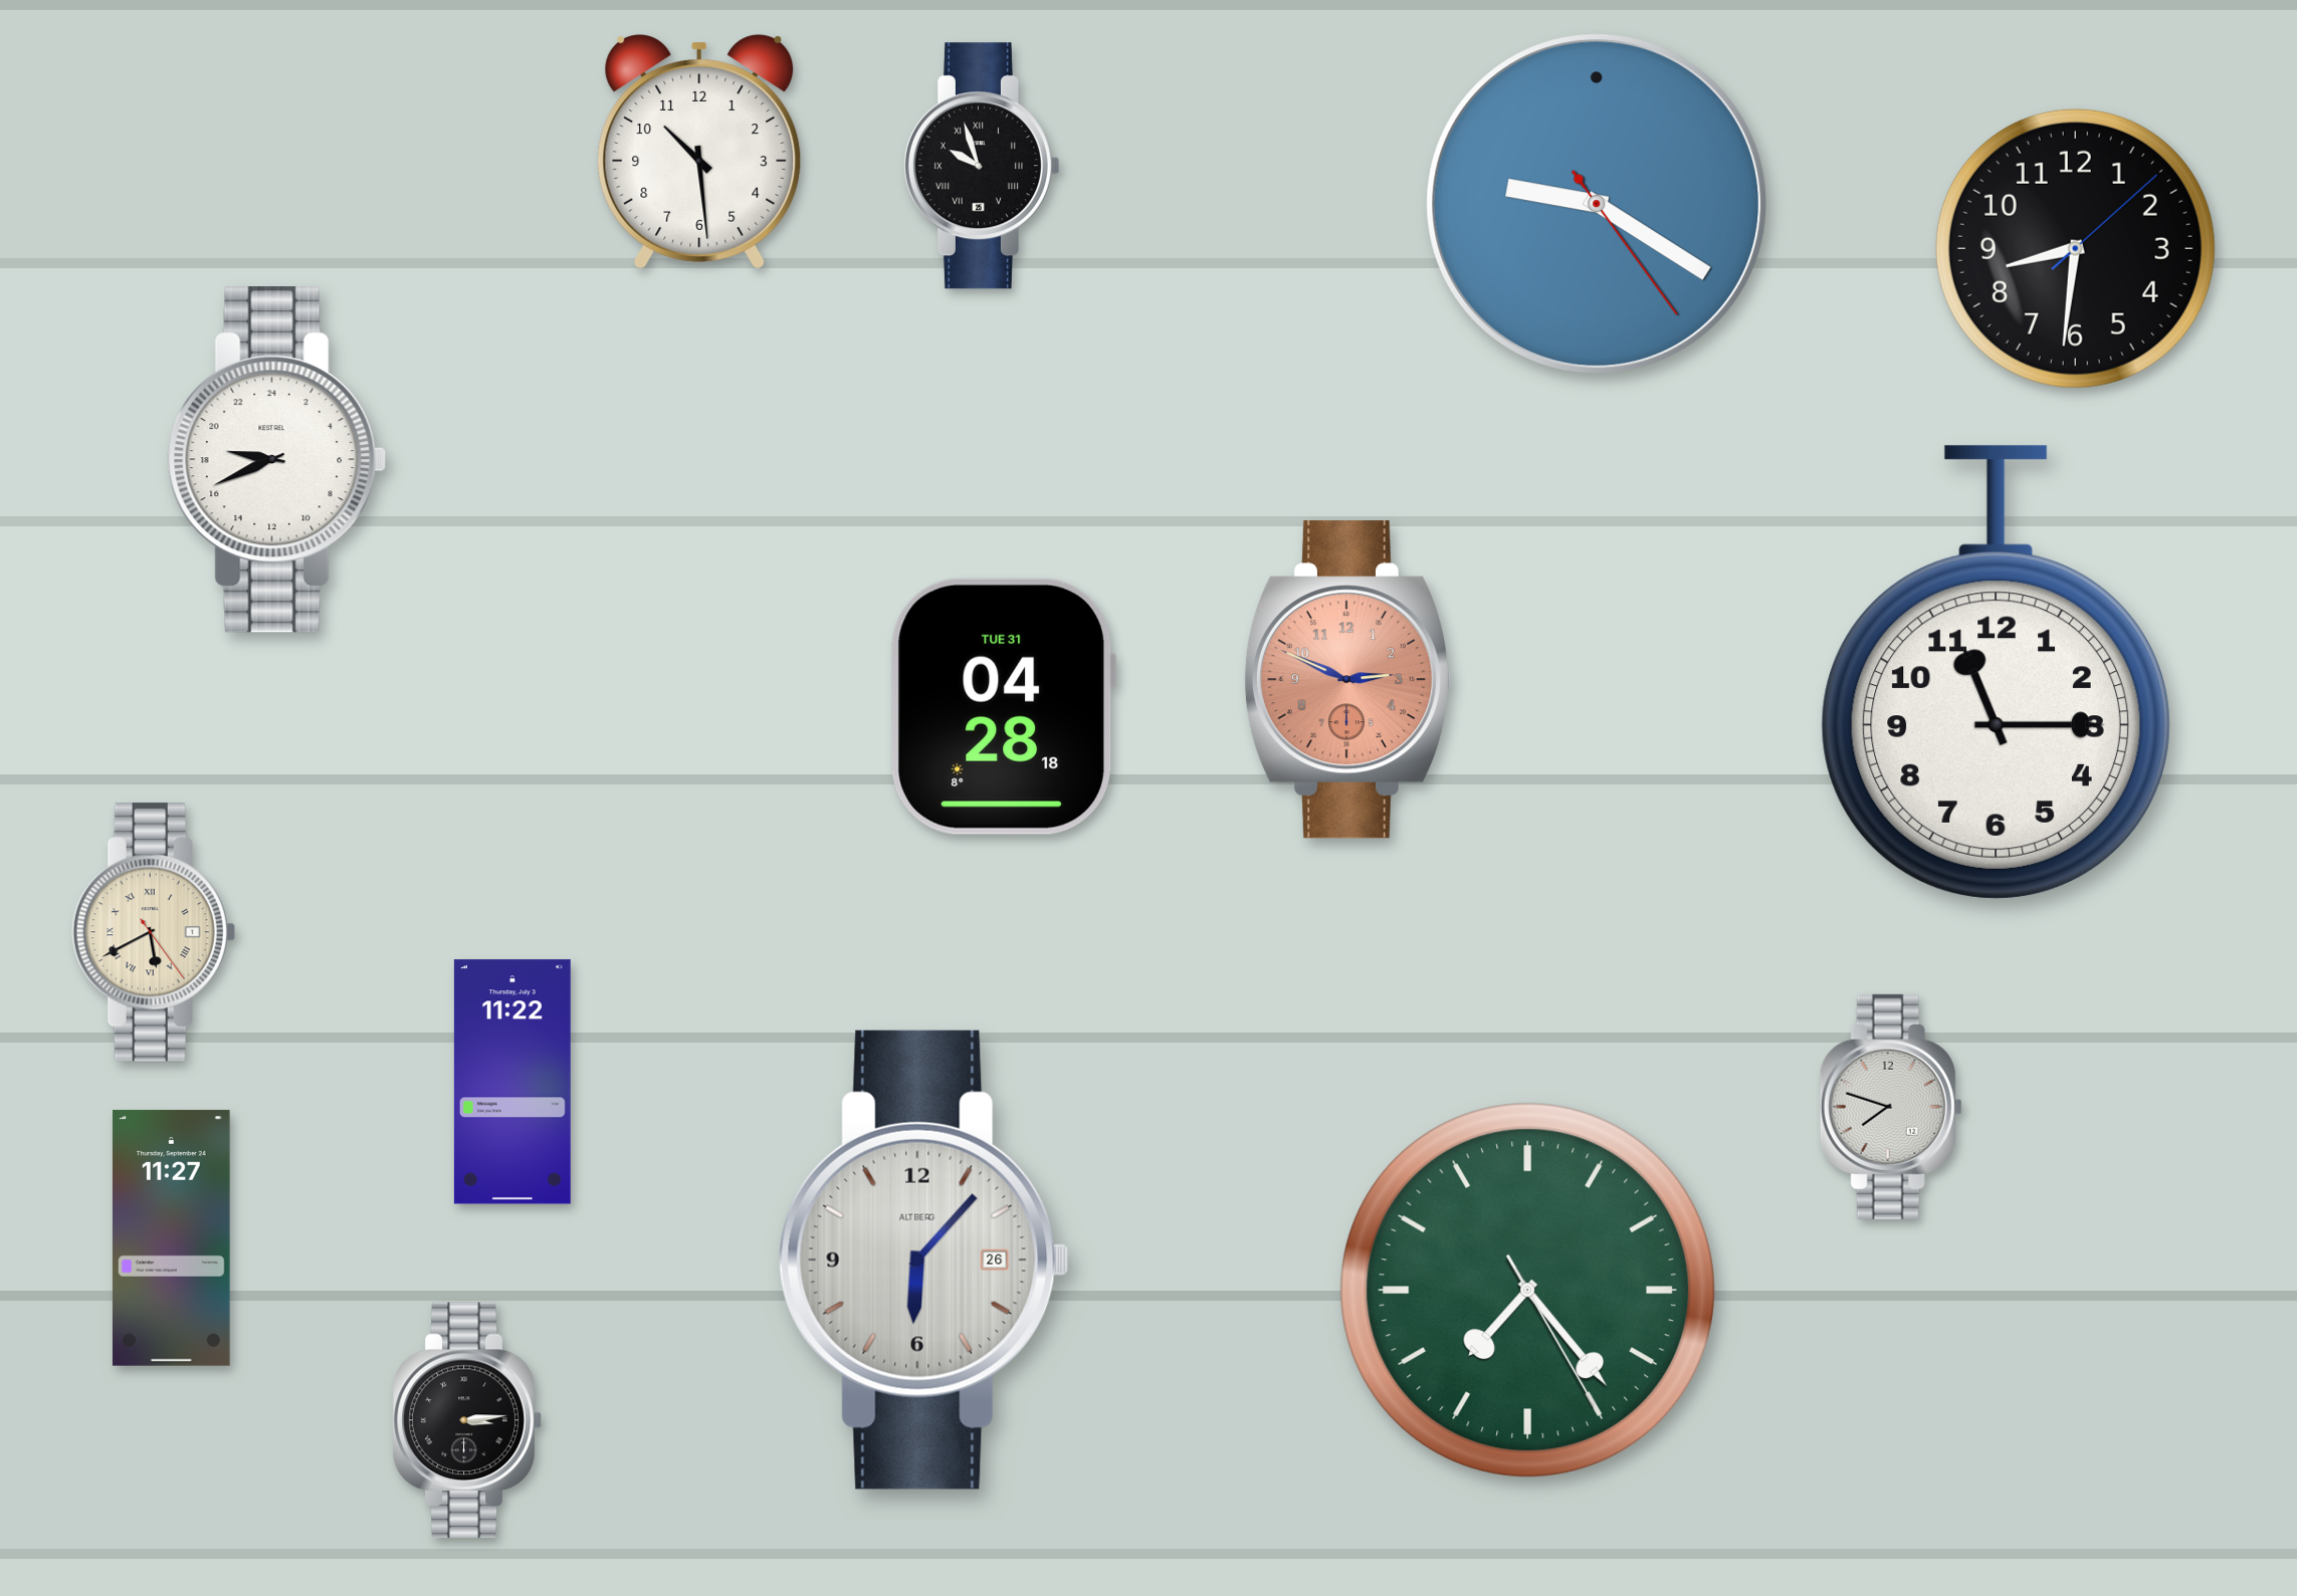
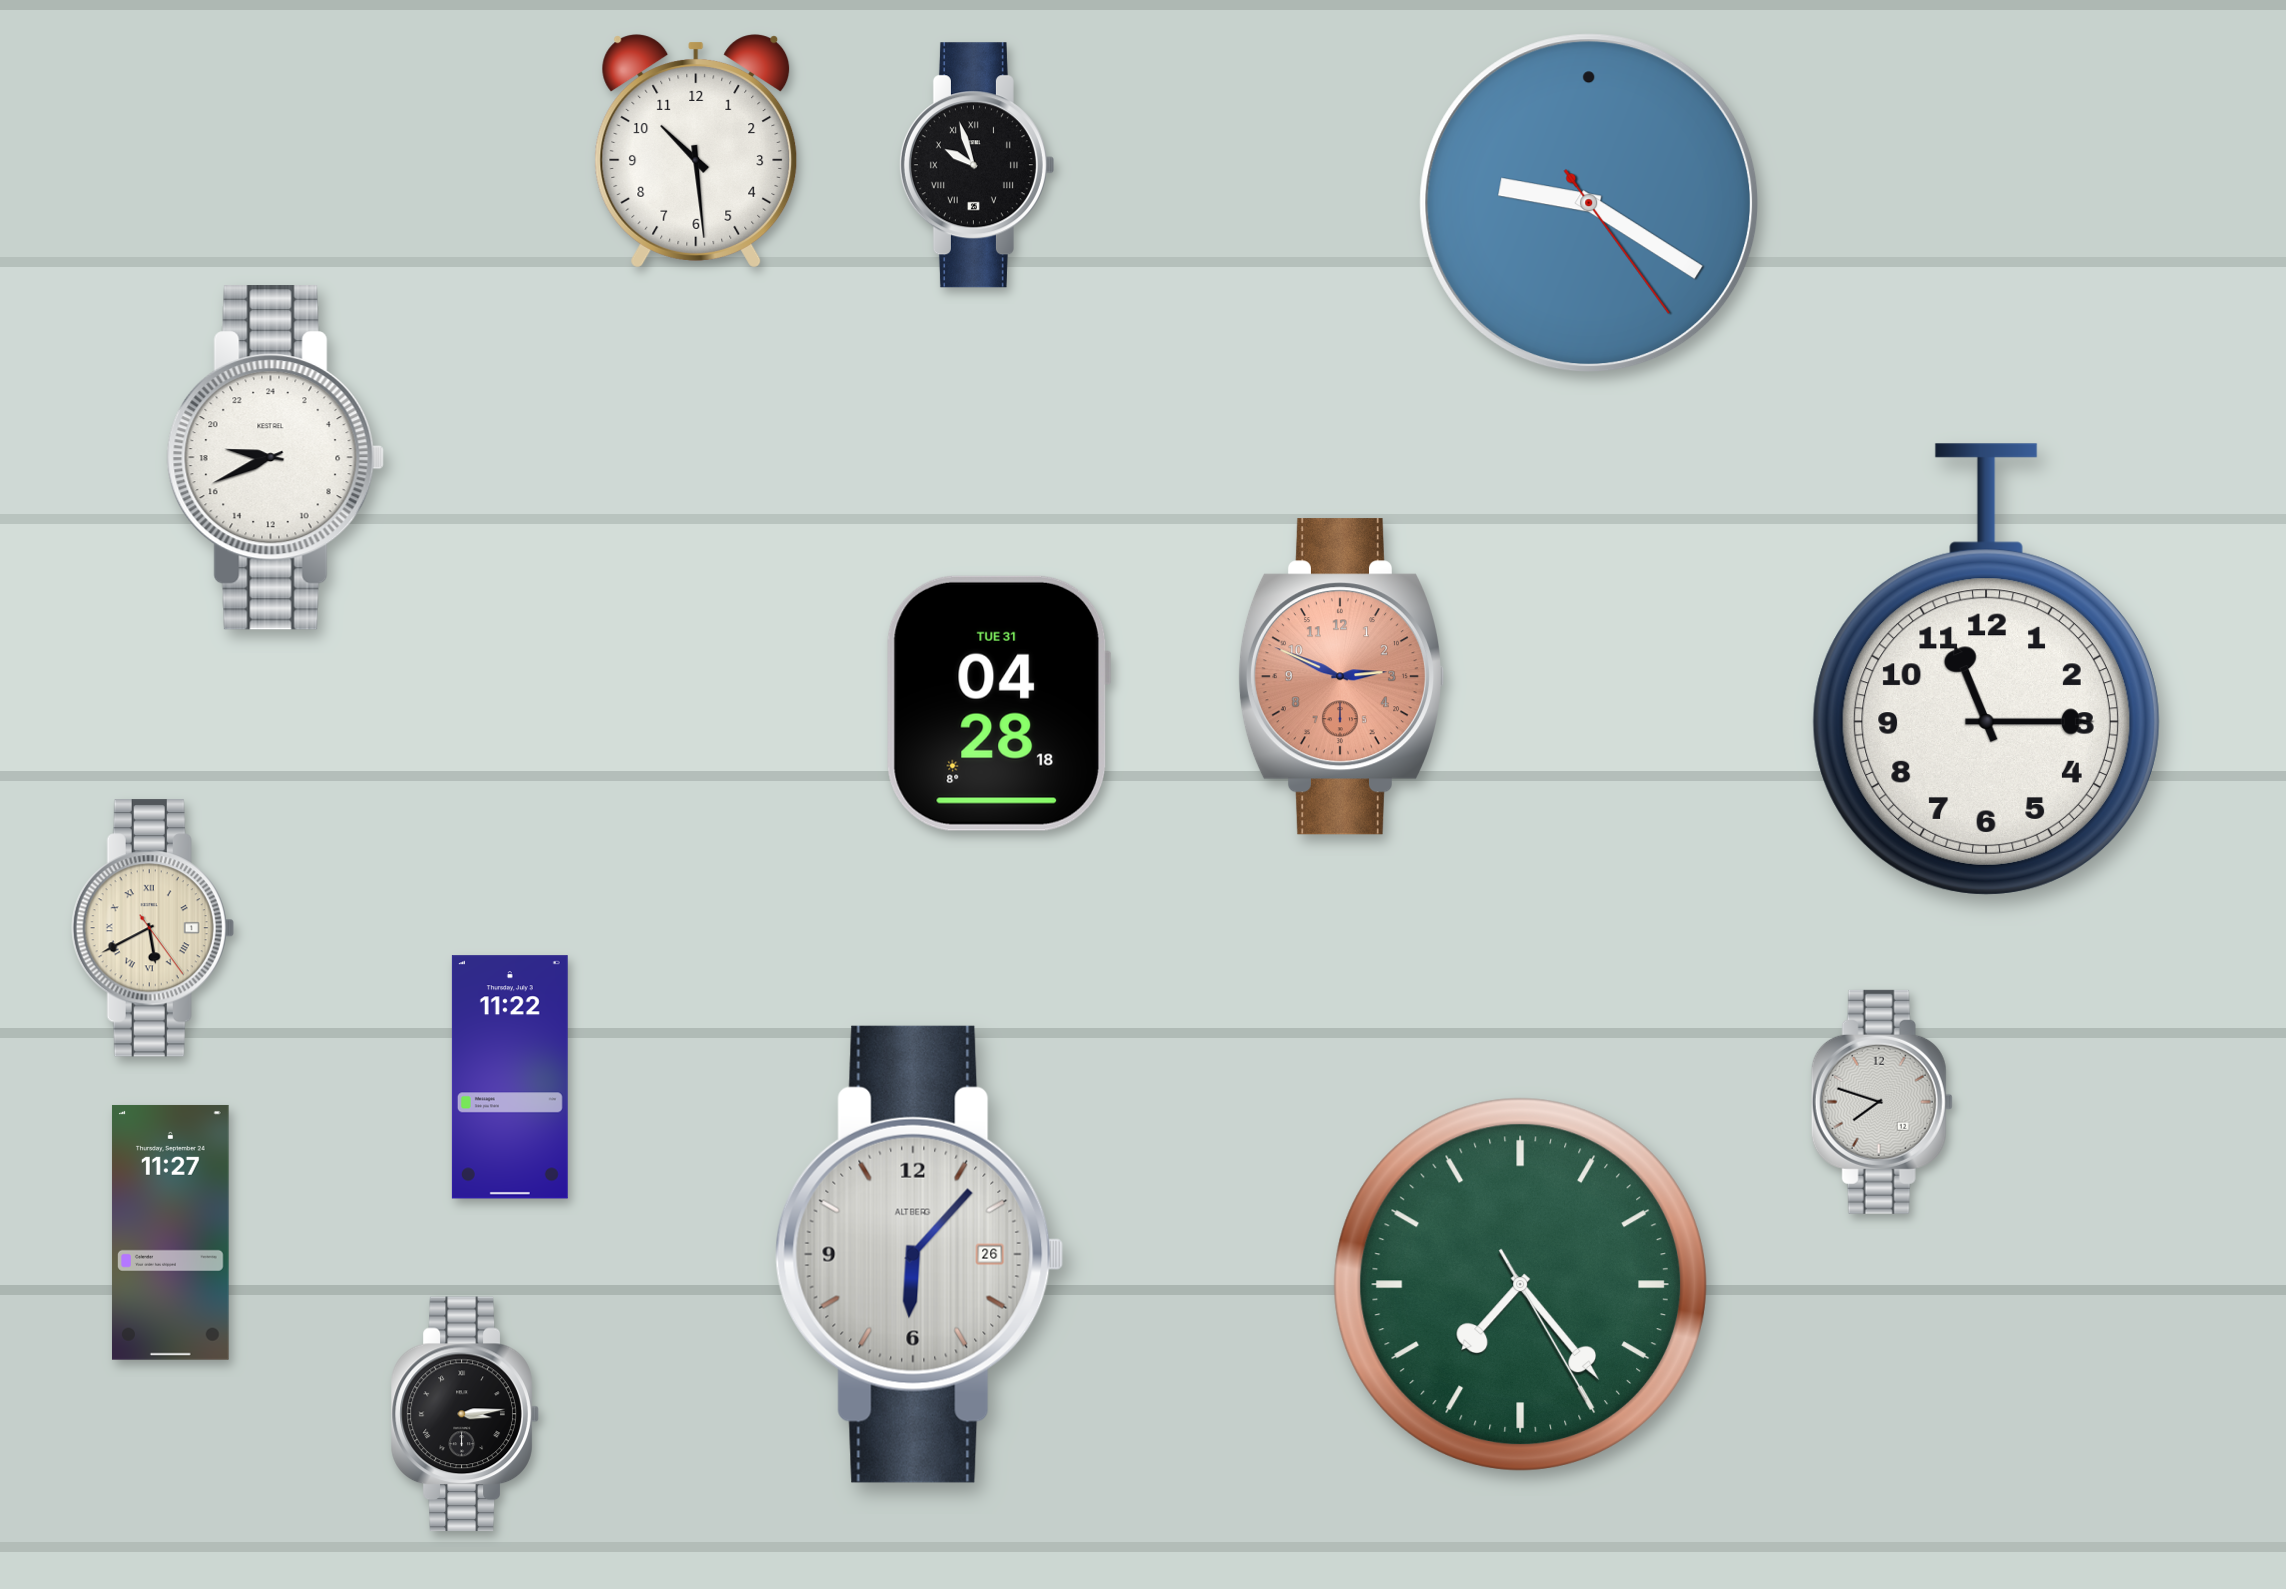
clock at (2075, 248): 8:31 -> none
